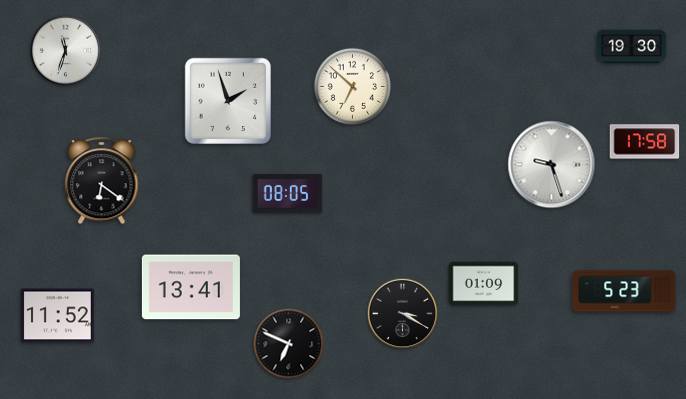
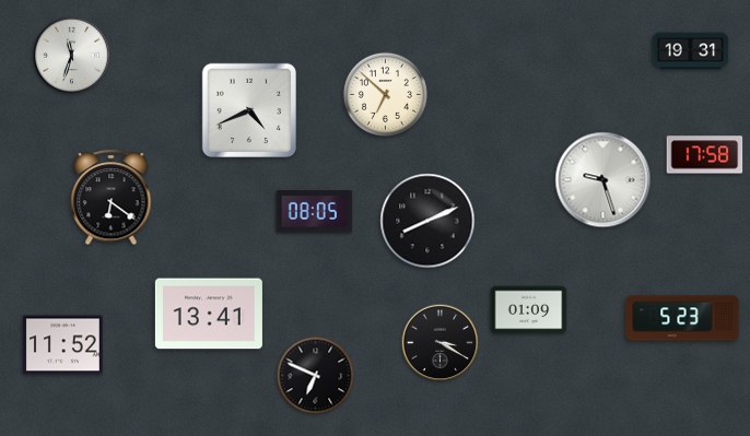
clock at (632, 47): 19:30 -> 19:31
clock at (227, 100): 1:57 -> 4:41
clock at (427, 221): none -> 8:11
